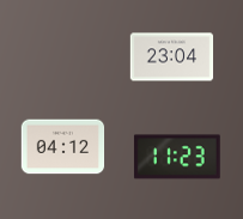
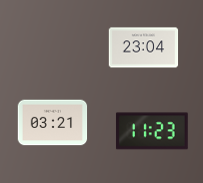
clock at (63, 147): 04:12 -> 03:21
clock at (177, 157) position: (177, 157) -> (152, 131)
